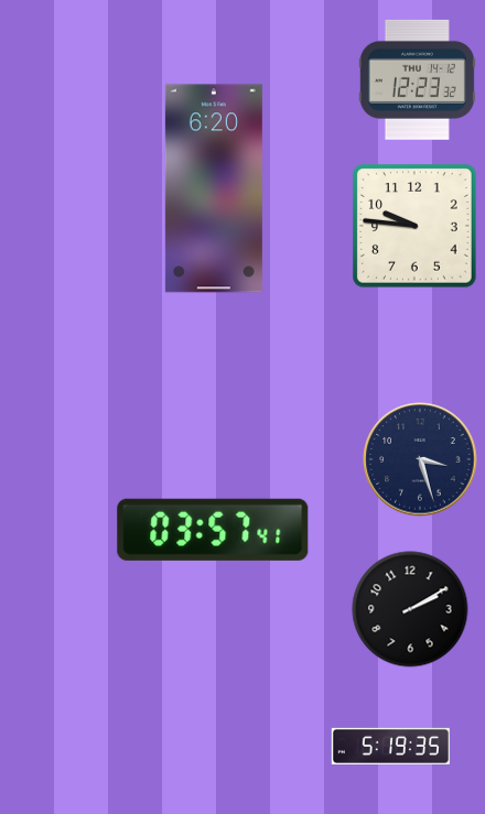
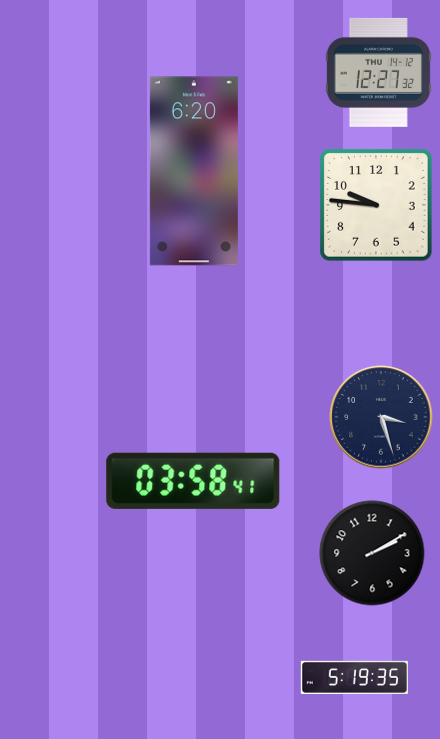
clock at (417, 79): 12:23 -> 12:27
clock at (213, 530): 03:57 -> 03:58
